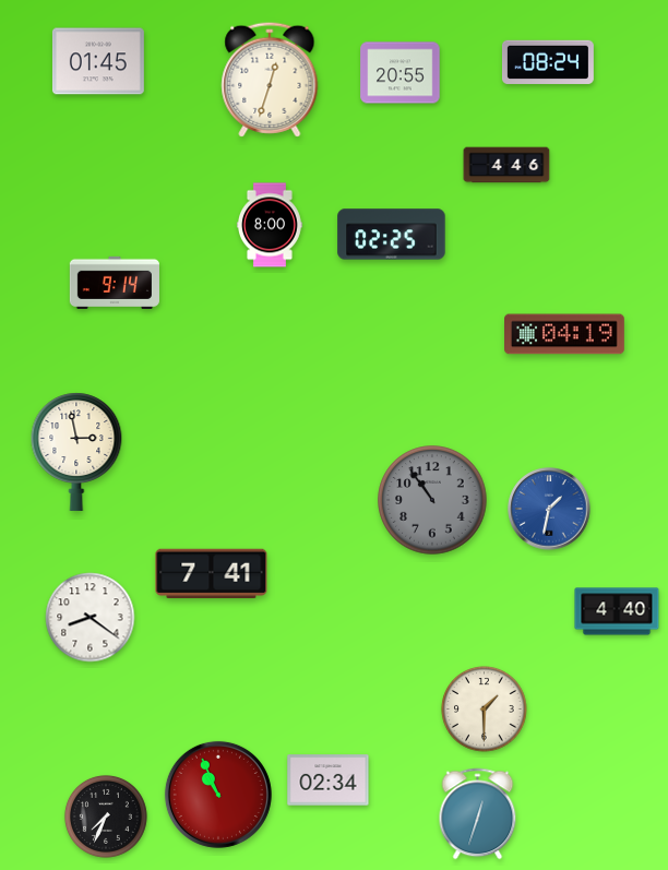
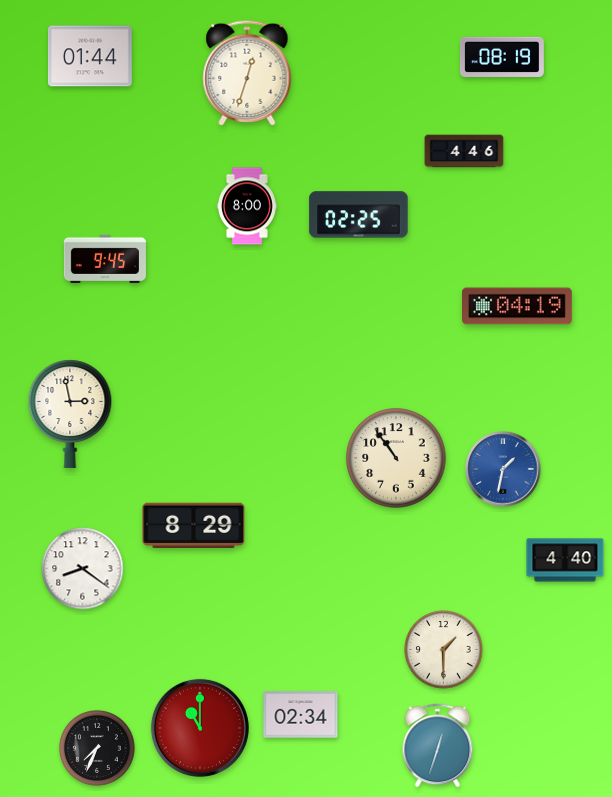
clock at (98, 61): 01:45 -> 01:44
clock at (548, 61): 08:24 -> 08:19
clock at (401, 73): 20:55 -> none
clock at (115, 282): 9:14 -> 9:45
clock at (432, 500) dial: grey -> cream
clock at (549, 509) position: (549, 509) -> (503, 469)
clock at (212, 574): 7:41 -> 8:29
clock at (91, 618) position: (91, 618) -> (83, 569)
clock at (218, 795): 10:56 -> 11:00
